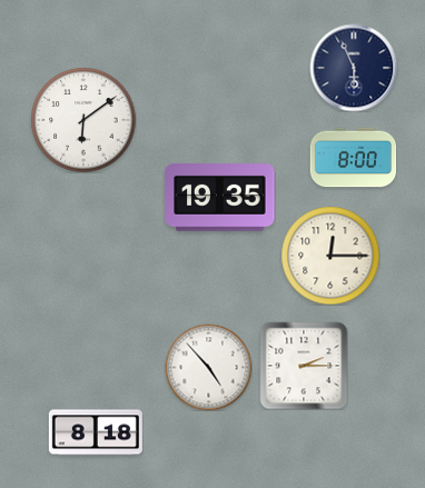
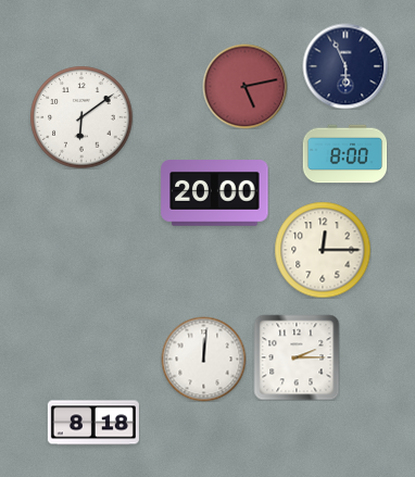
clock at (244, 86): none -> 5:13
clock at (220, 198): 19:35 -> 20:00
clock at (208, 367): 4:53 -> 12:01
